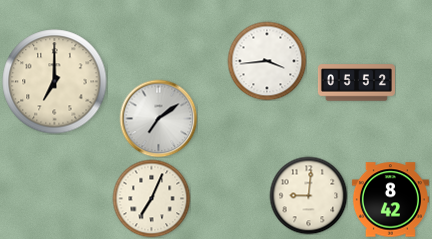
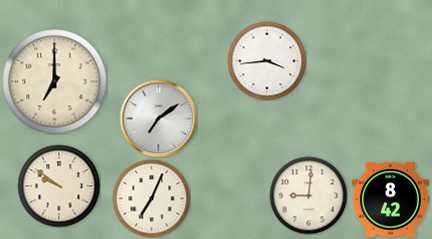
clock at (356, 83): 05:52 -> none
clock at (59, 186): none -> 9:51
